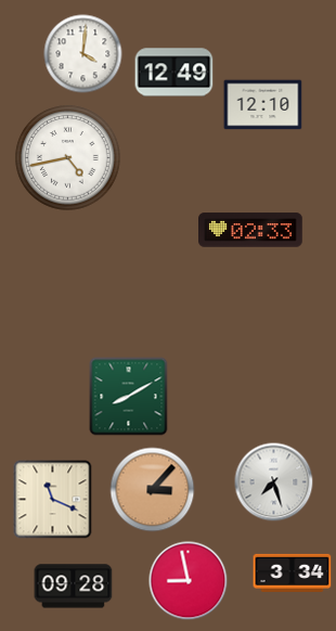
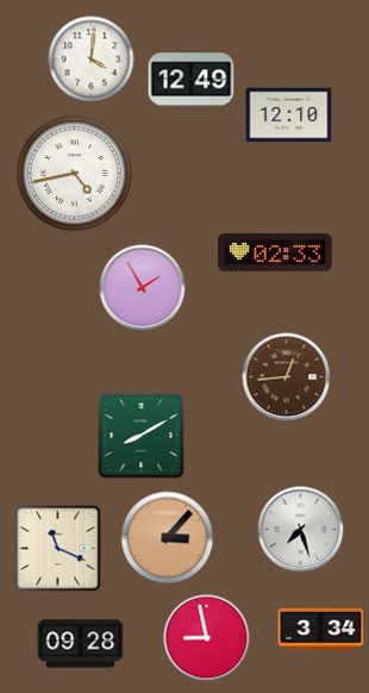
clock at (143, 288): none -> 1:55
clock at (287, 377): none -> 12:44
